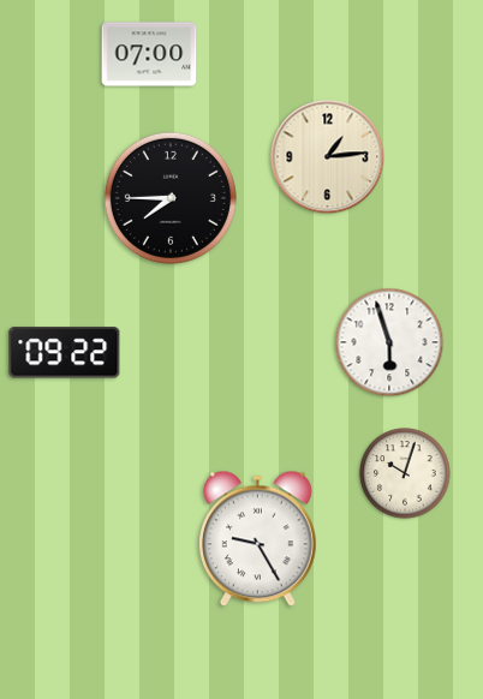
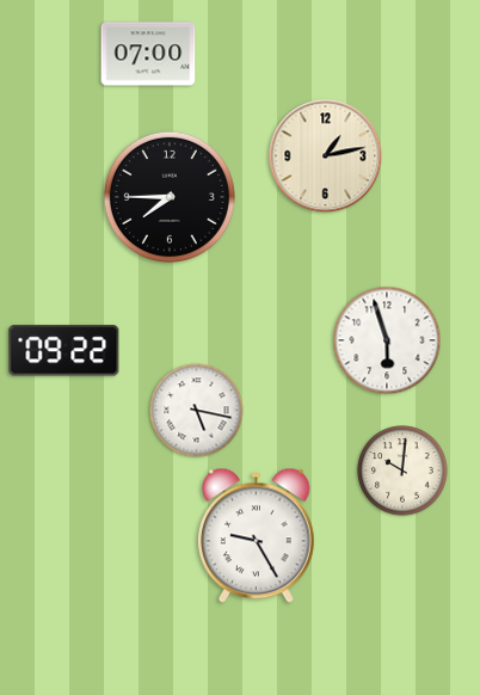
clock at (328, 157): 1:14 -> 1:13
clock at (197, 411): none -> 5:17
clock at (405, 473): 10:03 -> 10:01
